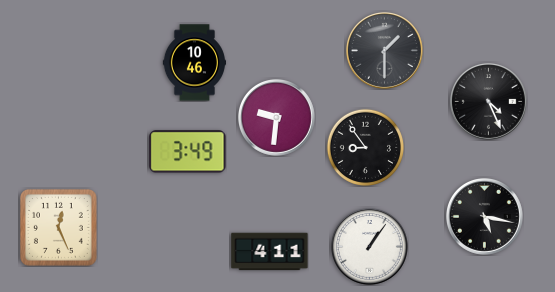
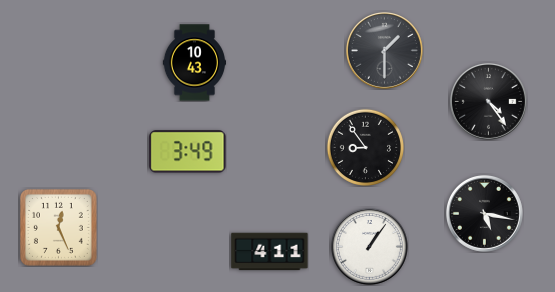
clock at (194, 63): 10:46 -> 10:43
clock at (488, 101): 4:26 -> 4:24
clock at (276, 117): 9:31 -> none
clock at (484, 216) position: (484, 216) -> (484, 213)
